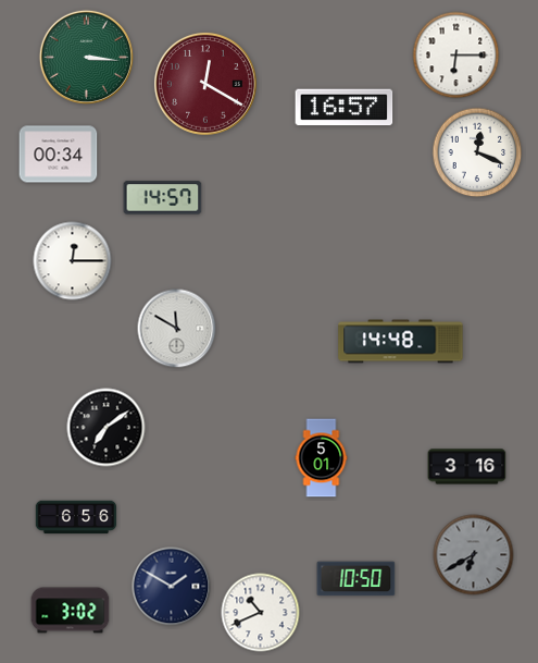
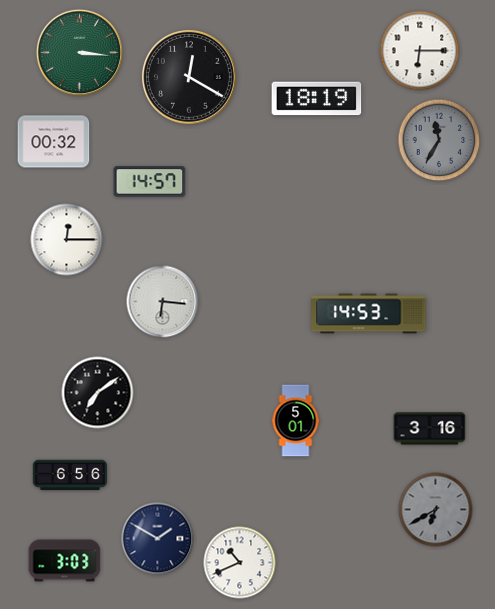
clock at (205, 84) dial: burgundy -> black
clock at (345, 108): 16:57 -> 18:19
clock at (477, 152): 12:19 -> 11:35
clock at (477, 152) dial: white -> grey
clock at (59, 155): 00:34 -> 00:32
clock at (177, 329): 11:50 -> 6:16
clock at (401, 342): 14:48 -> 14:53
clock at (356, 579): 10:50 -> none
clock at (71, 611): 3:02 -> 3:03
